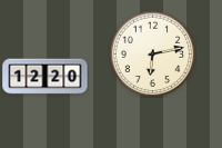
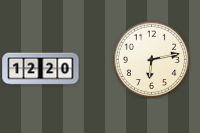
clock at (152, 53) position: (152, 53) -> (151, 59)
